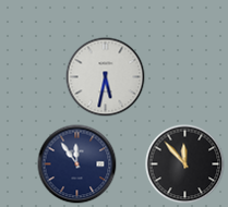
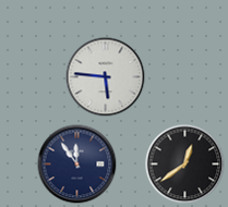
clock at (106, 77): 5:32 -> 5:46
clock at (185, 165): 11:53 -> 12:39
